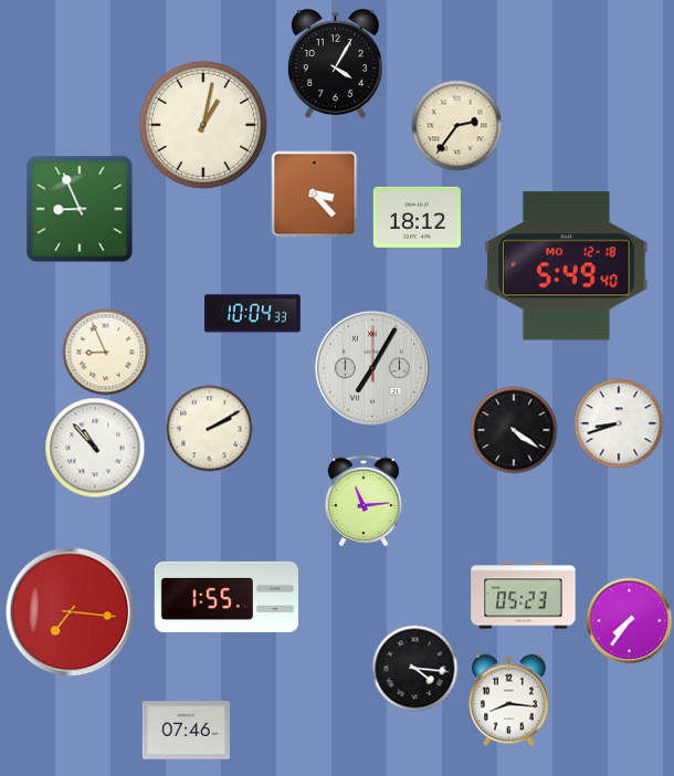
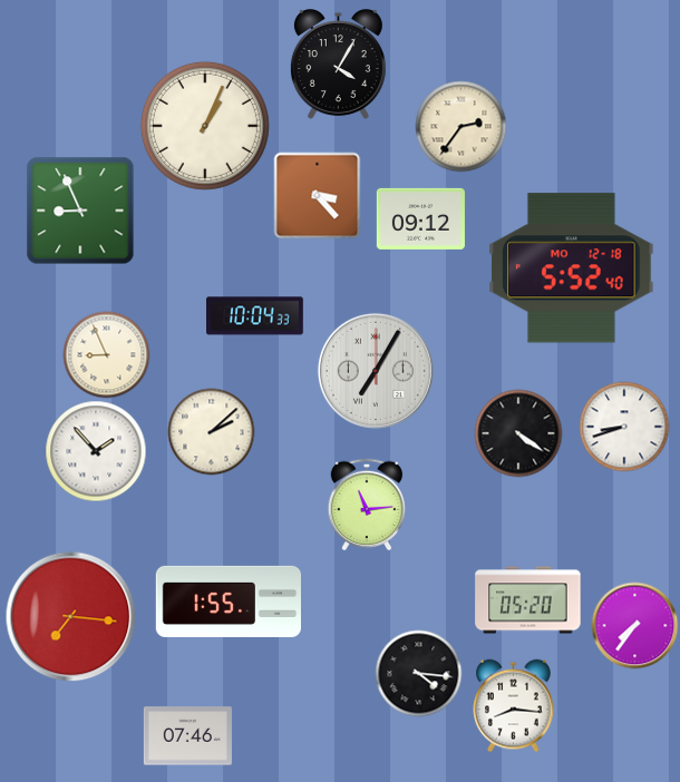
clock at (203, 125): 1:02 -> 1:04
clock at (417, 217): 18:12 -> 09:12
clock at (567, 266): 5:49 -> 5:52
clock at (209, 428): 2:10 -> 2:08
clock at (95, 448): 10:53 -> 1:53
clock at (524, 596): 05:23 -> 05:20
